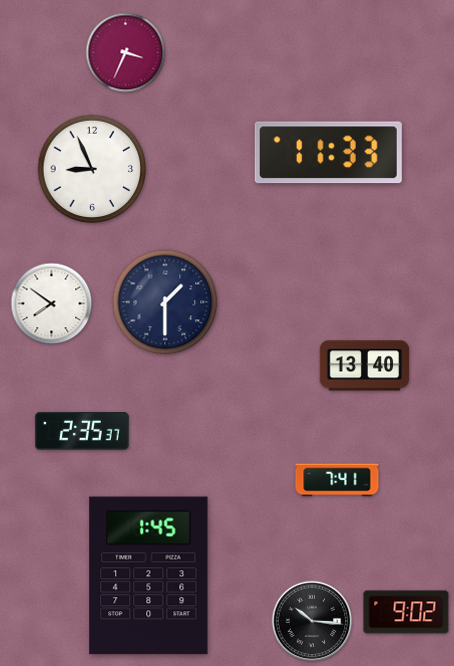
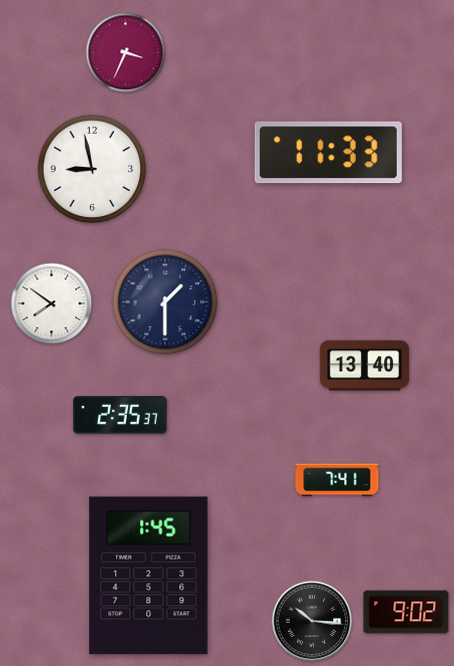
clock at (92, 169): 8:56 -> 8:58
clock at (82, 431) position: (82, 431) -> (120, 415)
